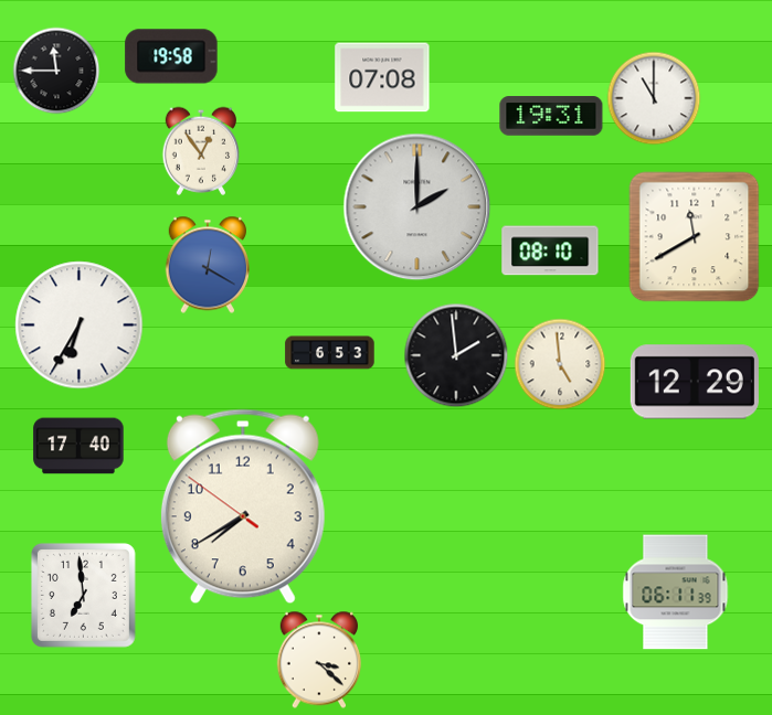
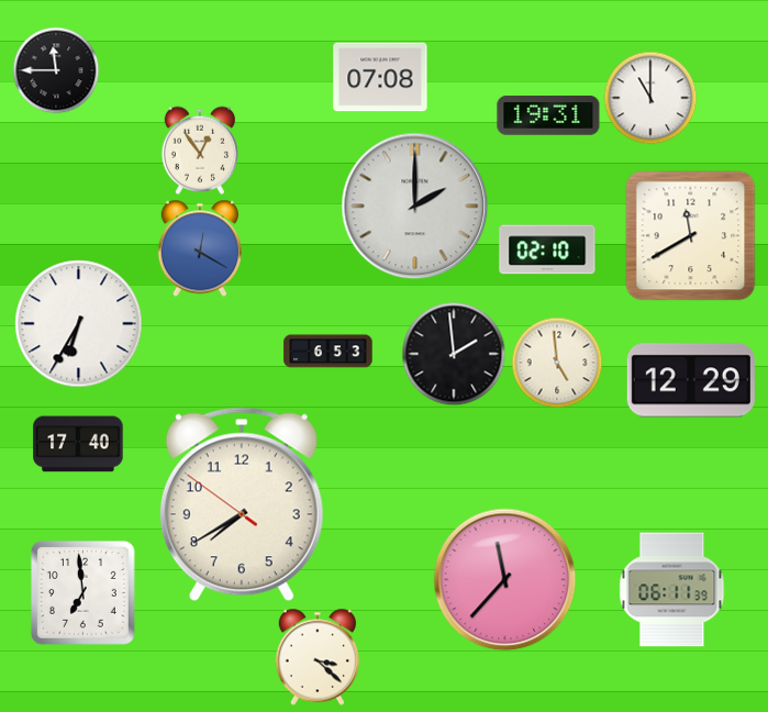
clock at (171, 56): 19:58 -> none
clock at (550, 250): 08:10 -> 02:10
clock at (207, 265) position: (207, 265) -> (199, 248)
clock at (505, 580): none -> 11:37
